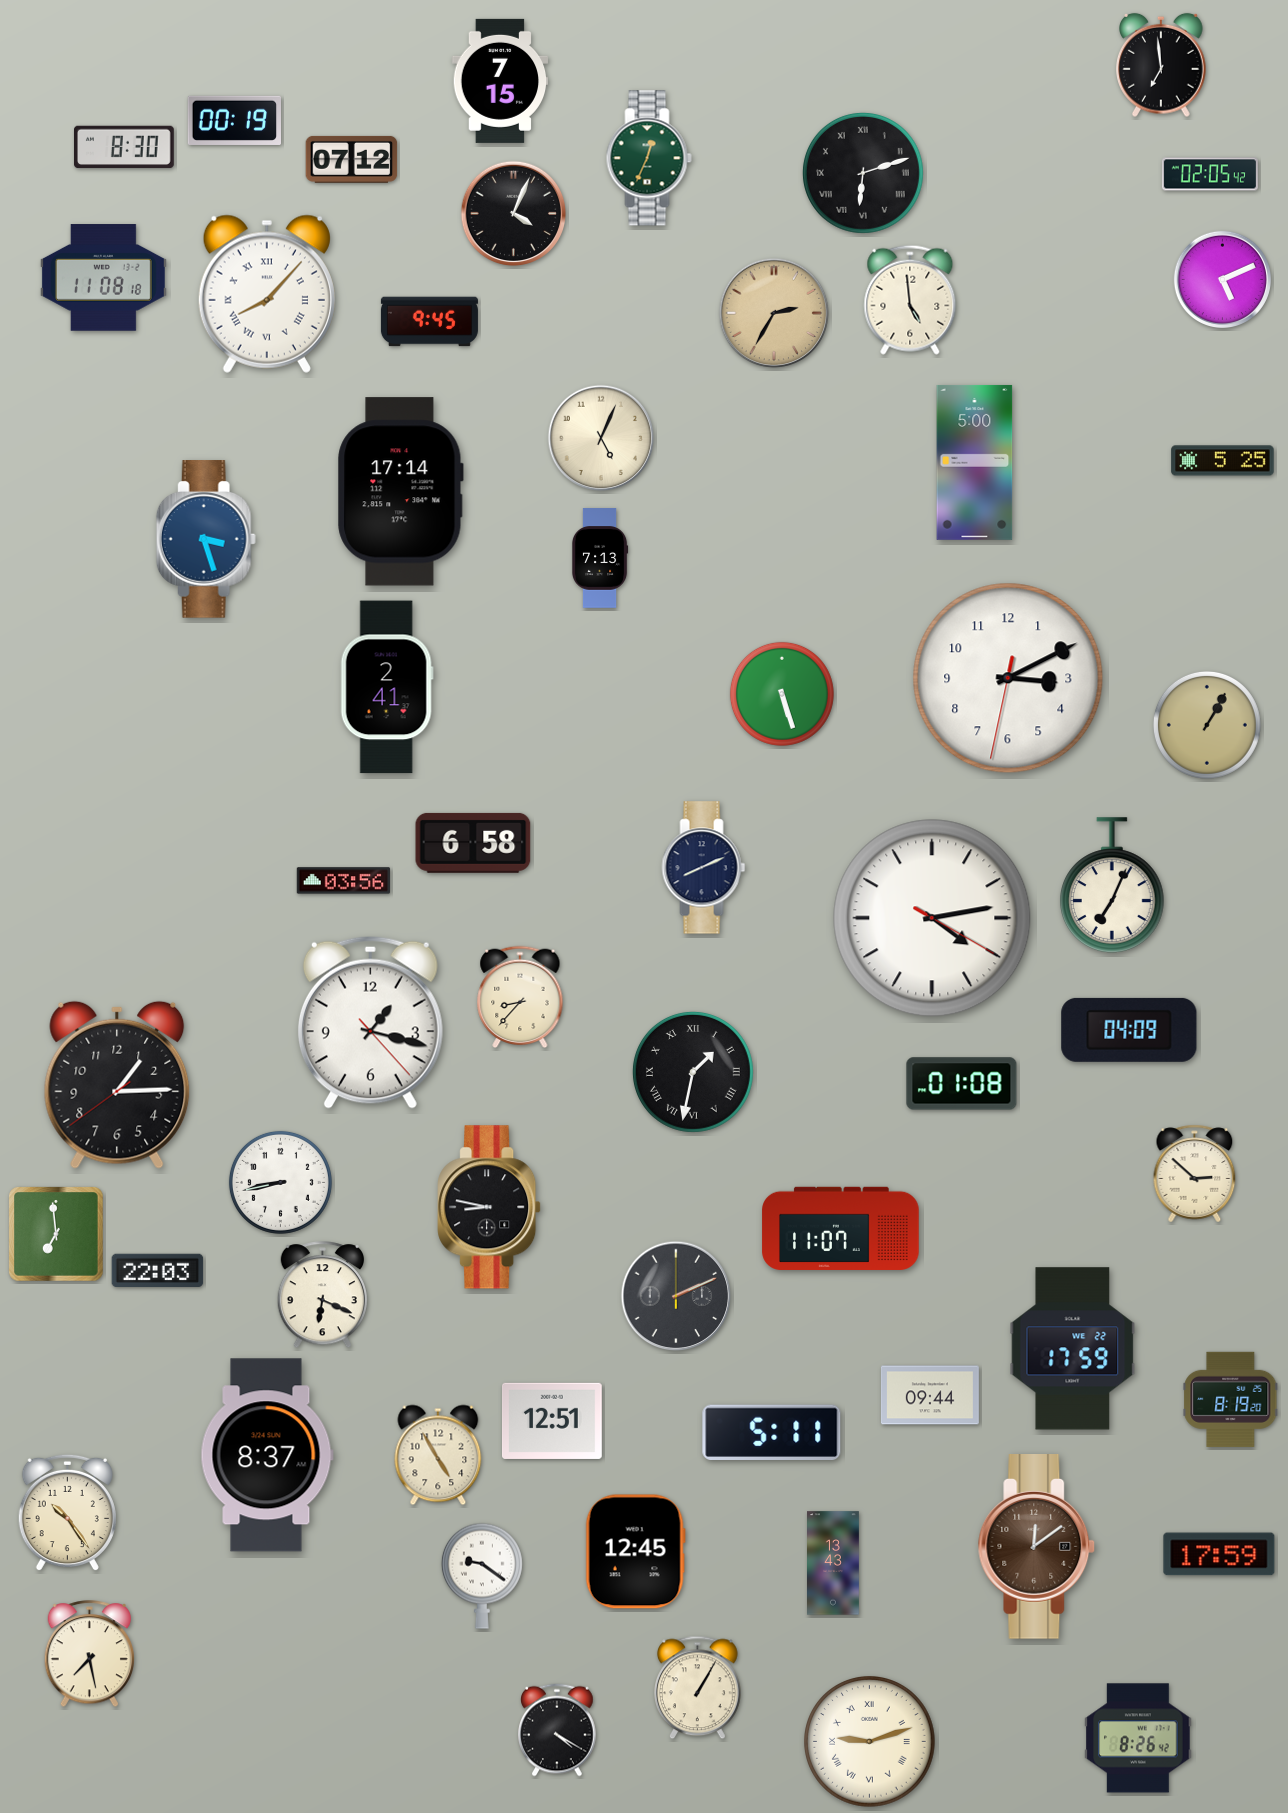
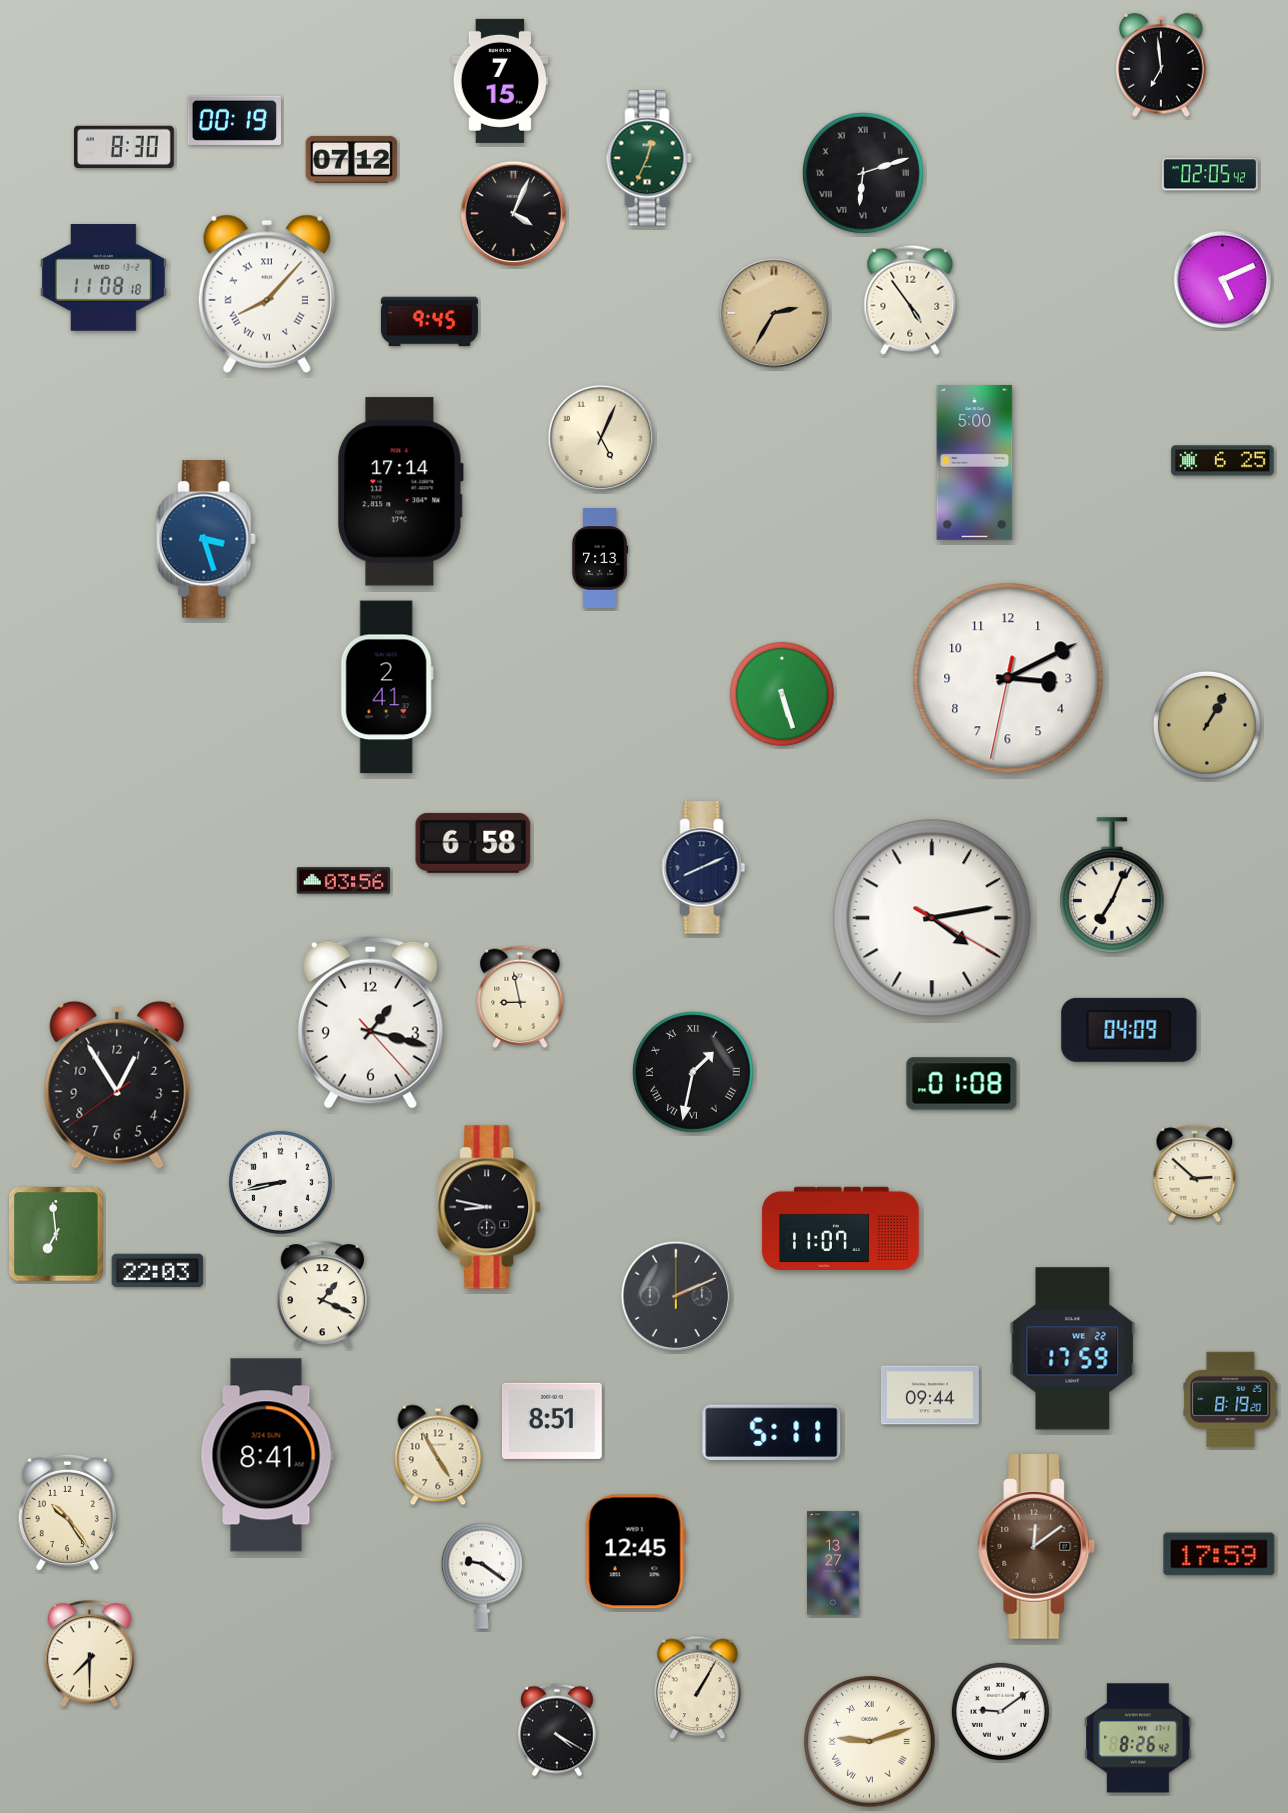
clock at (910, 300): 4:59 -> 4:54
clock at (1223, 461): 5:25 -> 6:25
clock at (520, 997): 8:37 -> 8:58
clock at (117, 1085): 1:14 -> 12:54
clock at (322, 1295): 6:19 -> 1:19
clock at (553, 1421): 12:51 -> 8:51
clock at (267, 1455): 8:37 -> 8:41
clock at (834, 1563): 13:43 -> 13:27
clock at (89, 1654): 7:28 -> 7:30
clock at (1000, 1711): none -> 9:09
